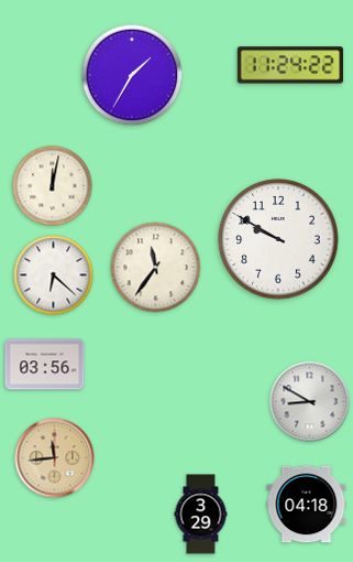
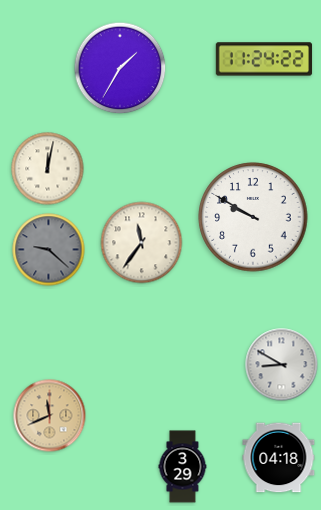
clock at (54, 275): 6:22 -> 9:22
clock at (54, 275) dial: white -> grey
clock at (45, 365): 03:56 -> none
clock at (55, 458): 11:44 -> 11:41
